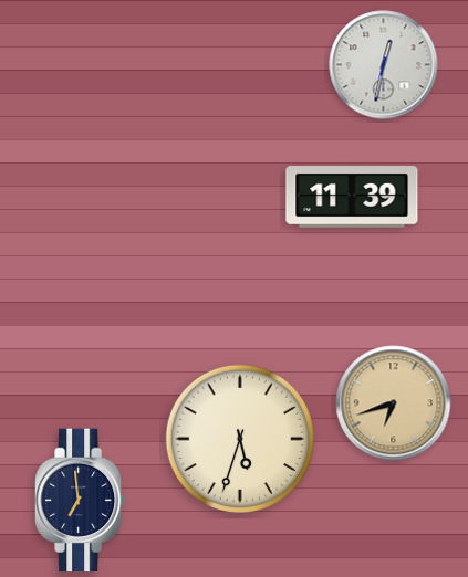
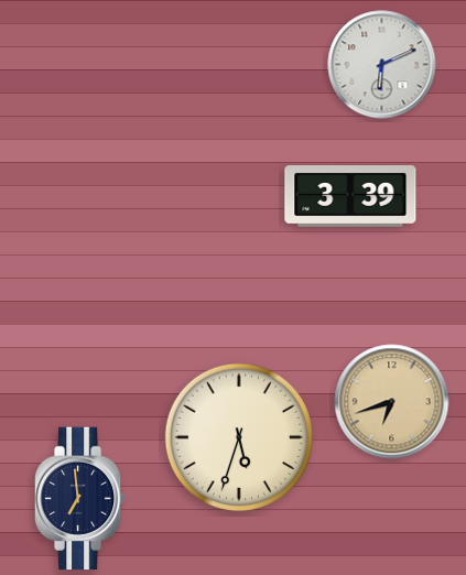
clock at (384, 65): 12:32 -> 6:11
clock at (352, 198): 11:39 -> 3:39
